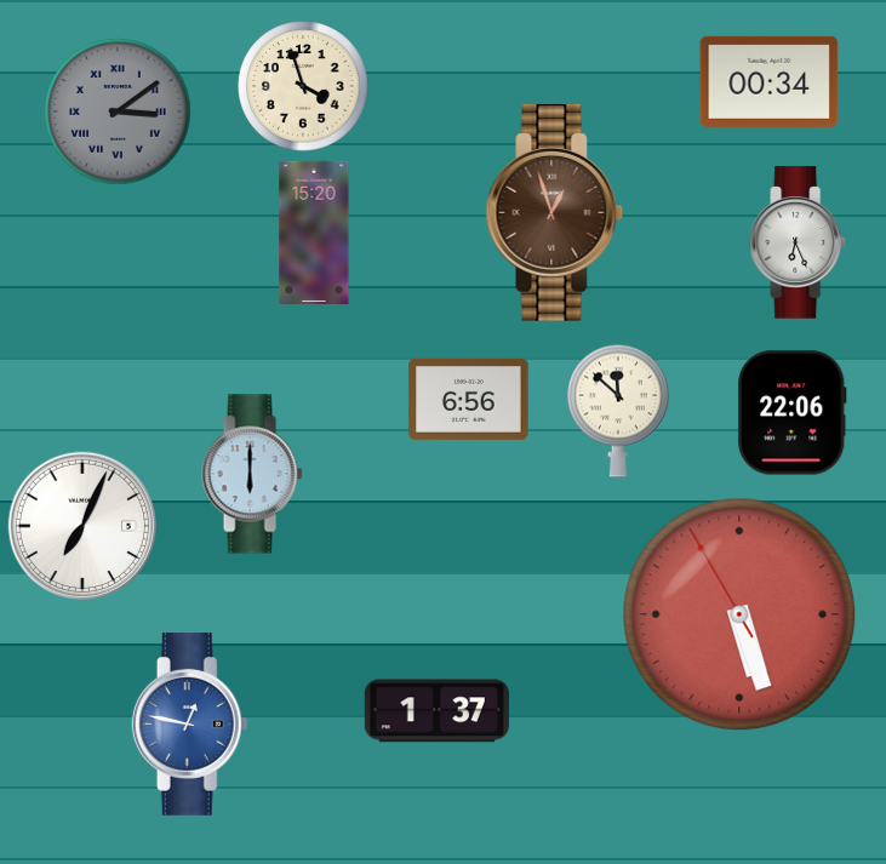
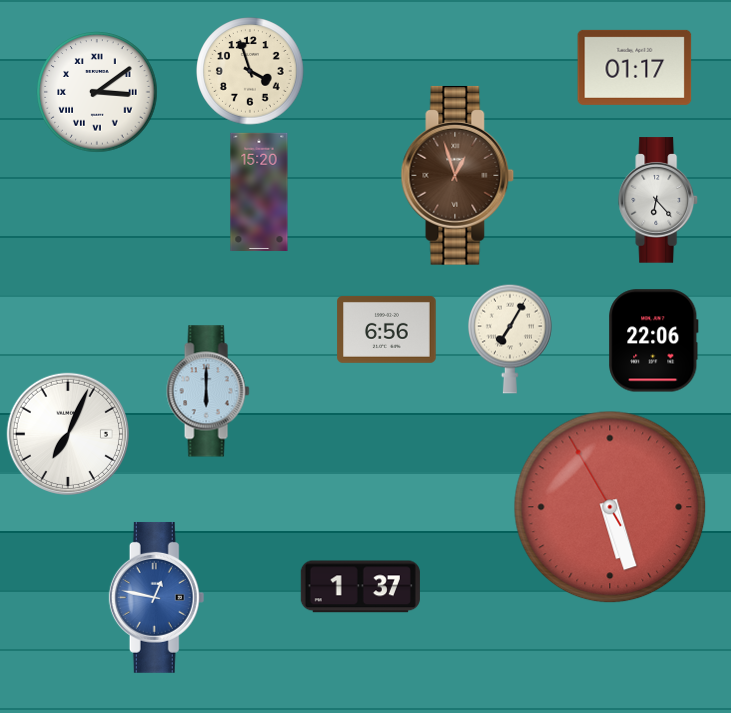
clock at (770, 81): 00:34 -> 01:17
clock at (118, 111) dial: grey -> white
clock at (799, 242): 6:26 -> 6:23
clock at (619, 411): 11:52 -> 7:05
